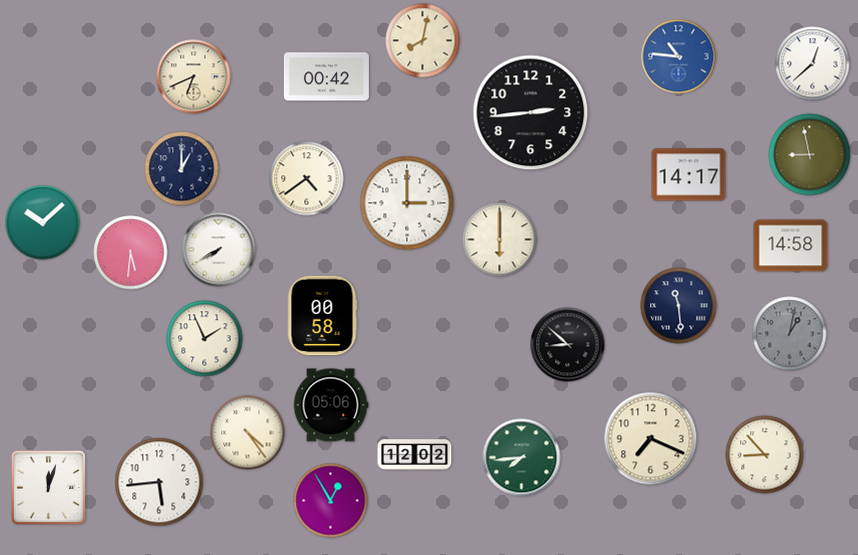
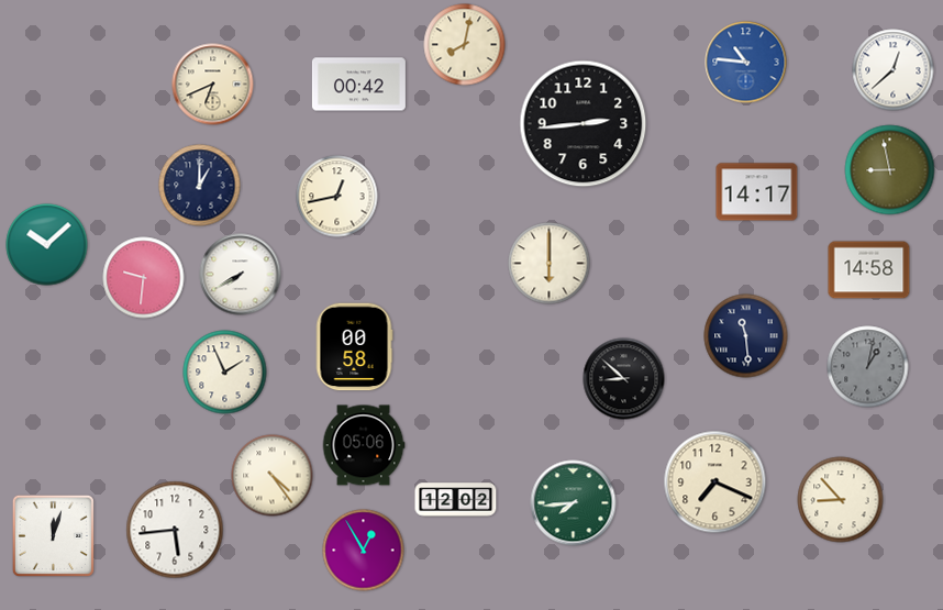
clock at (307, 179): 4:39 -> 12:43
clock at (407, 203): 3:00 -> none
clock at (131, 253): 5:31 -> 9:31
